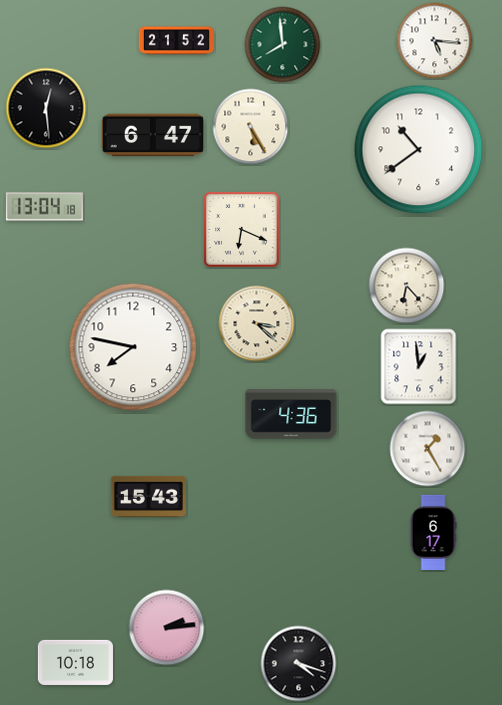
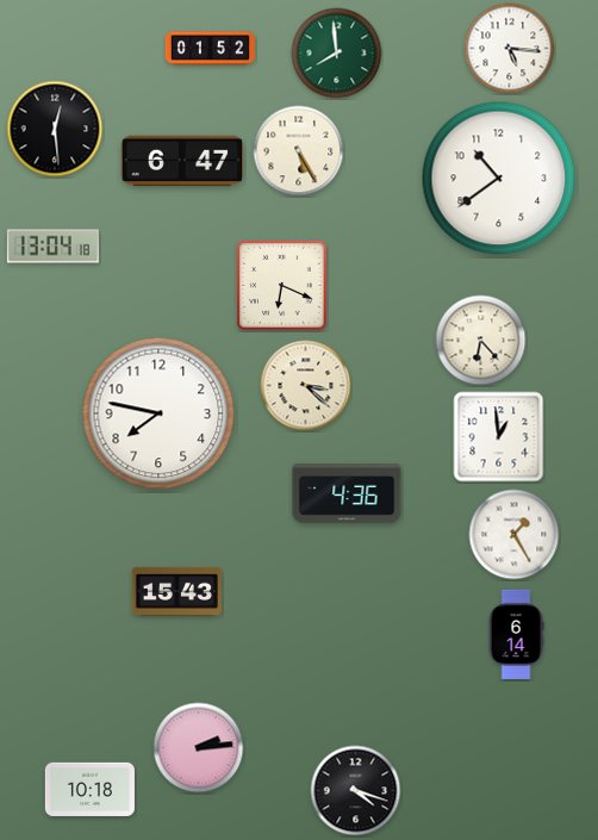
clock at (176, 41): 21:52 -> 01:52
clock at (435, 41) position: (435, 41) -> (510, 49)
clock at (242, 230) position: (242, 230) -> (282, 286)
clock at (407, 286) position: (407, 286) -> (481, 341)
clock at (428, 449) position: (428, 449) -> (515, 535)
clock at (433, 532): 6:17 -> 6:14
